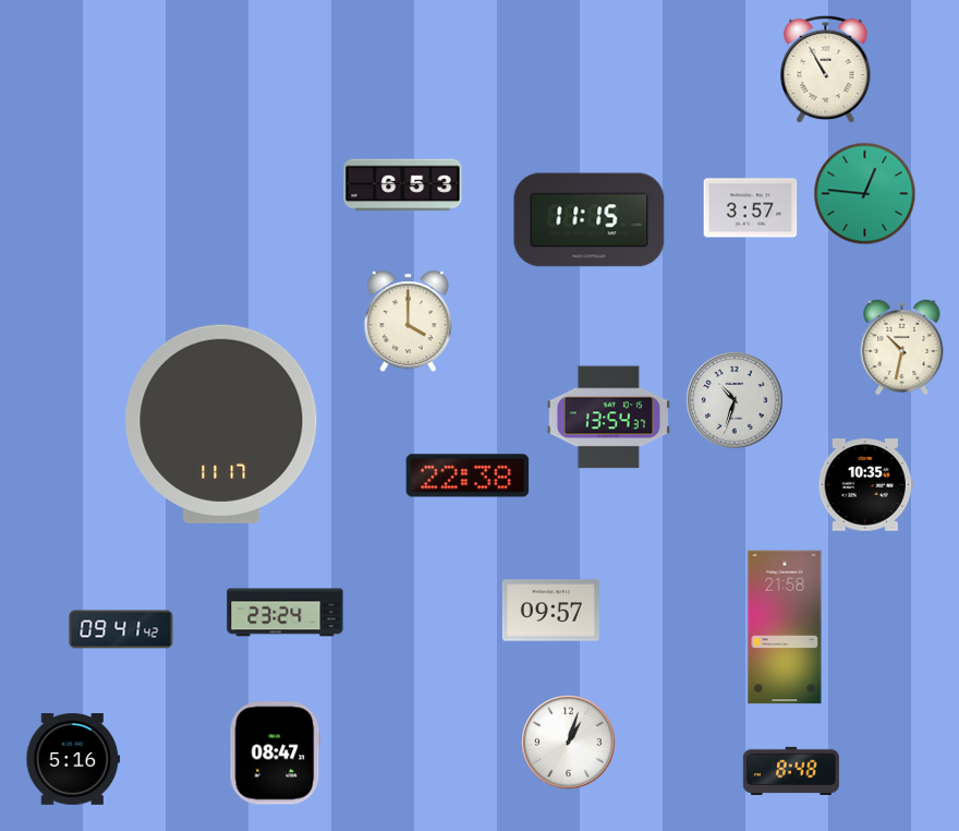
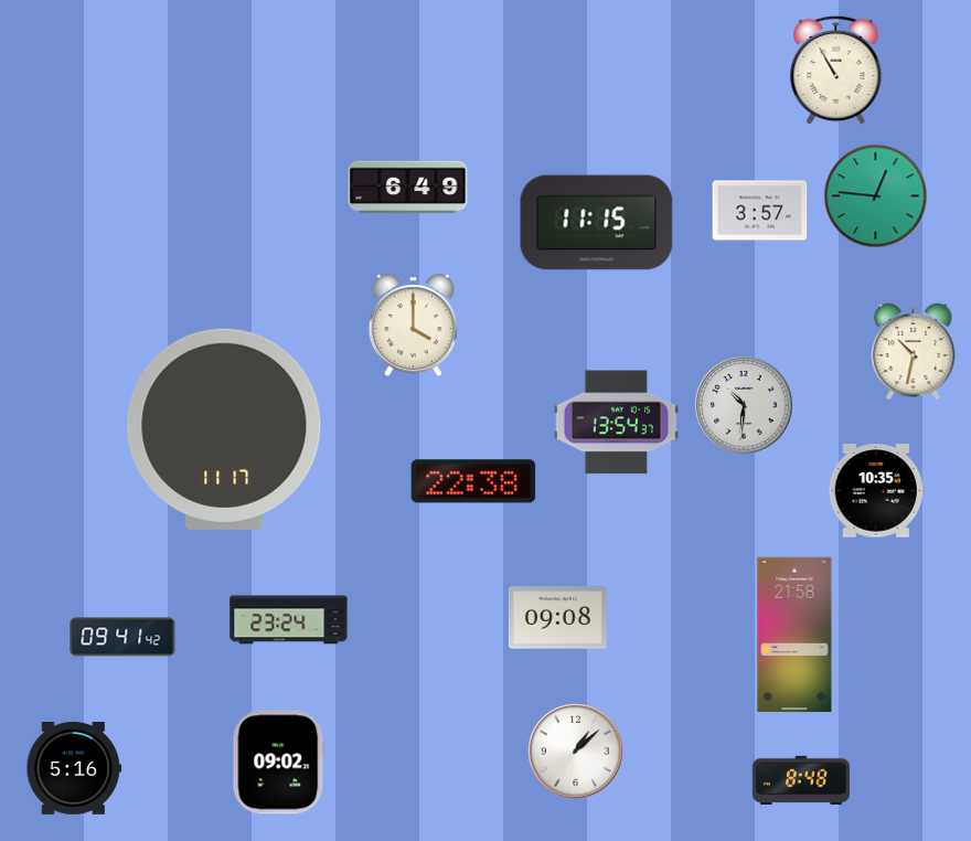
clock at (403, 185): 6:53 -> 6:49
clock at (735, 400): 10:33 -> 10:31
clock at (550, 611): 09:57 -> 09:08
clock at (569, 743): 1:03 -> 1:08
clock at (276, 754): 08:47 -> 09:02
